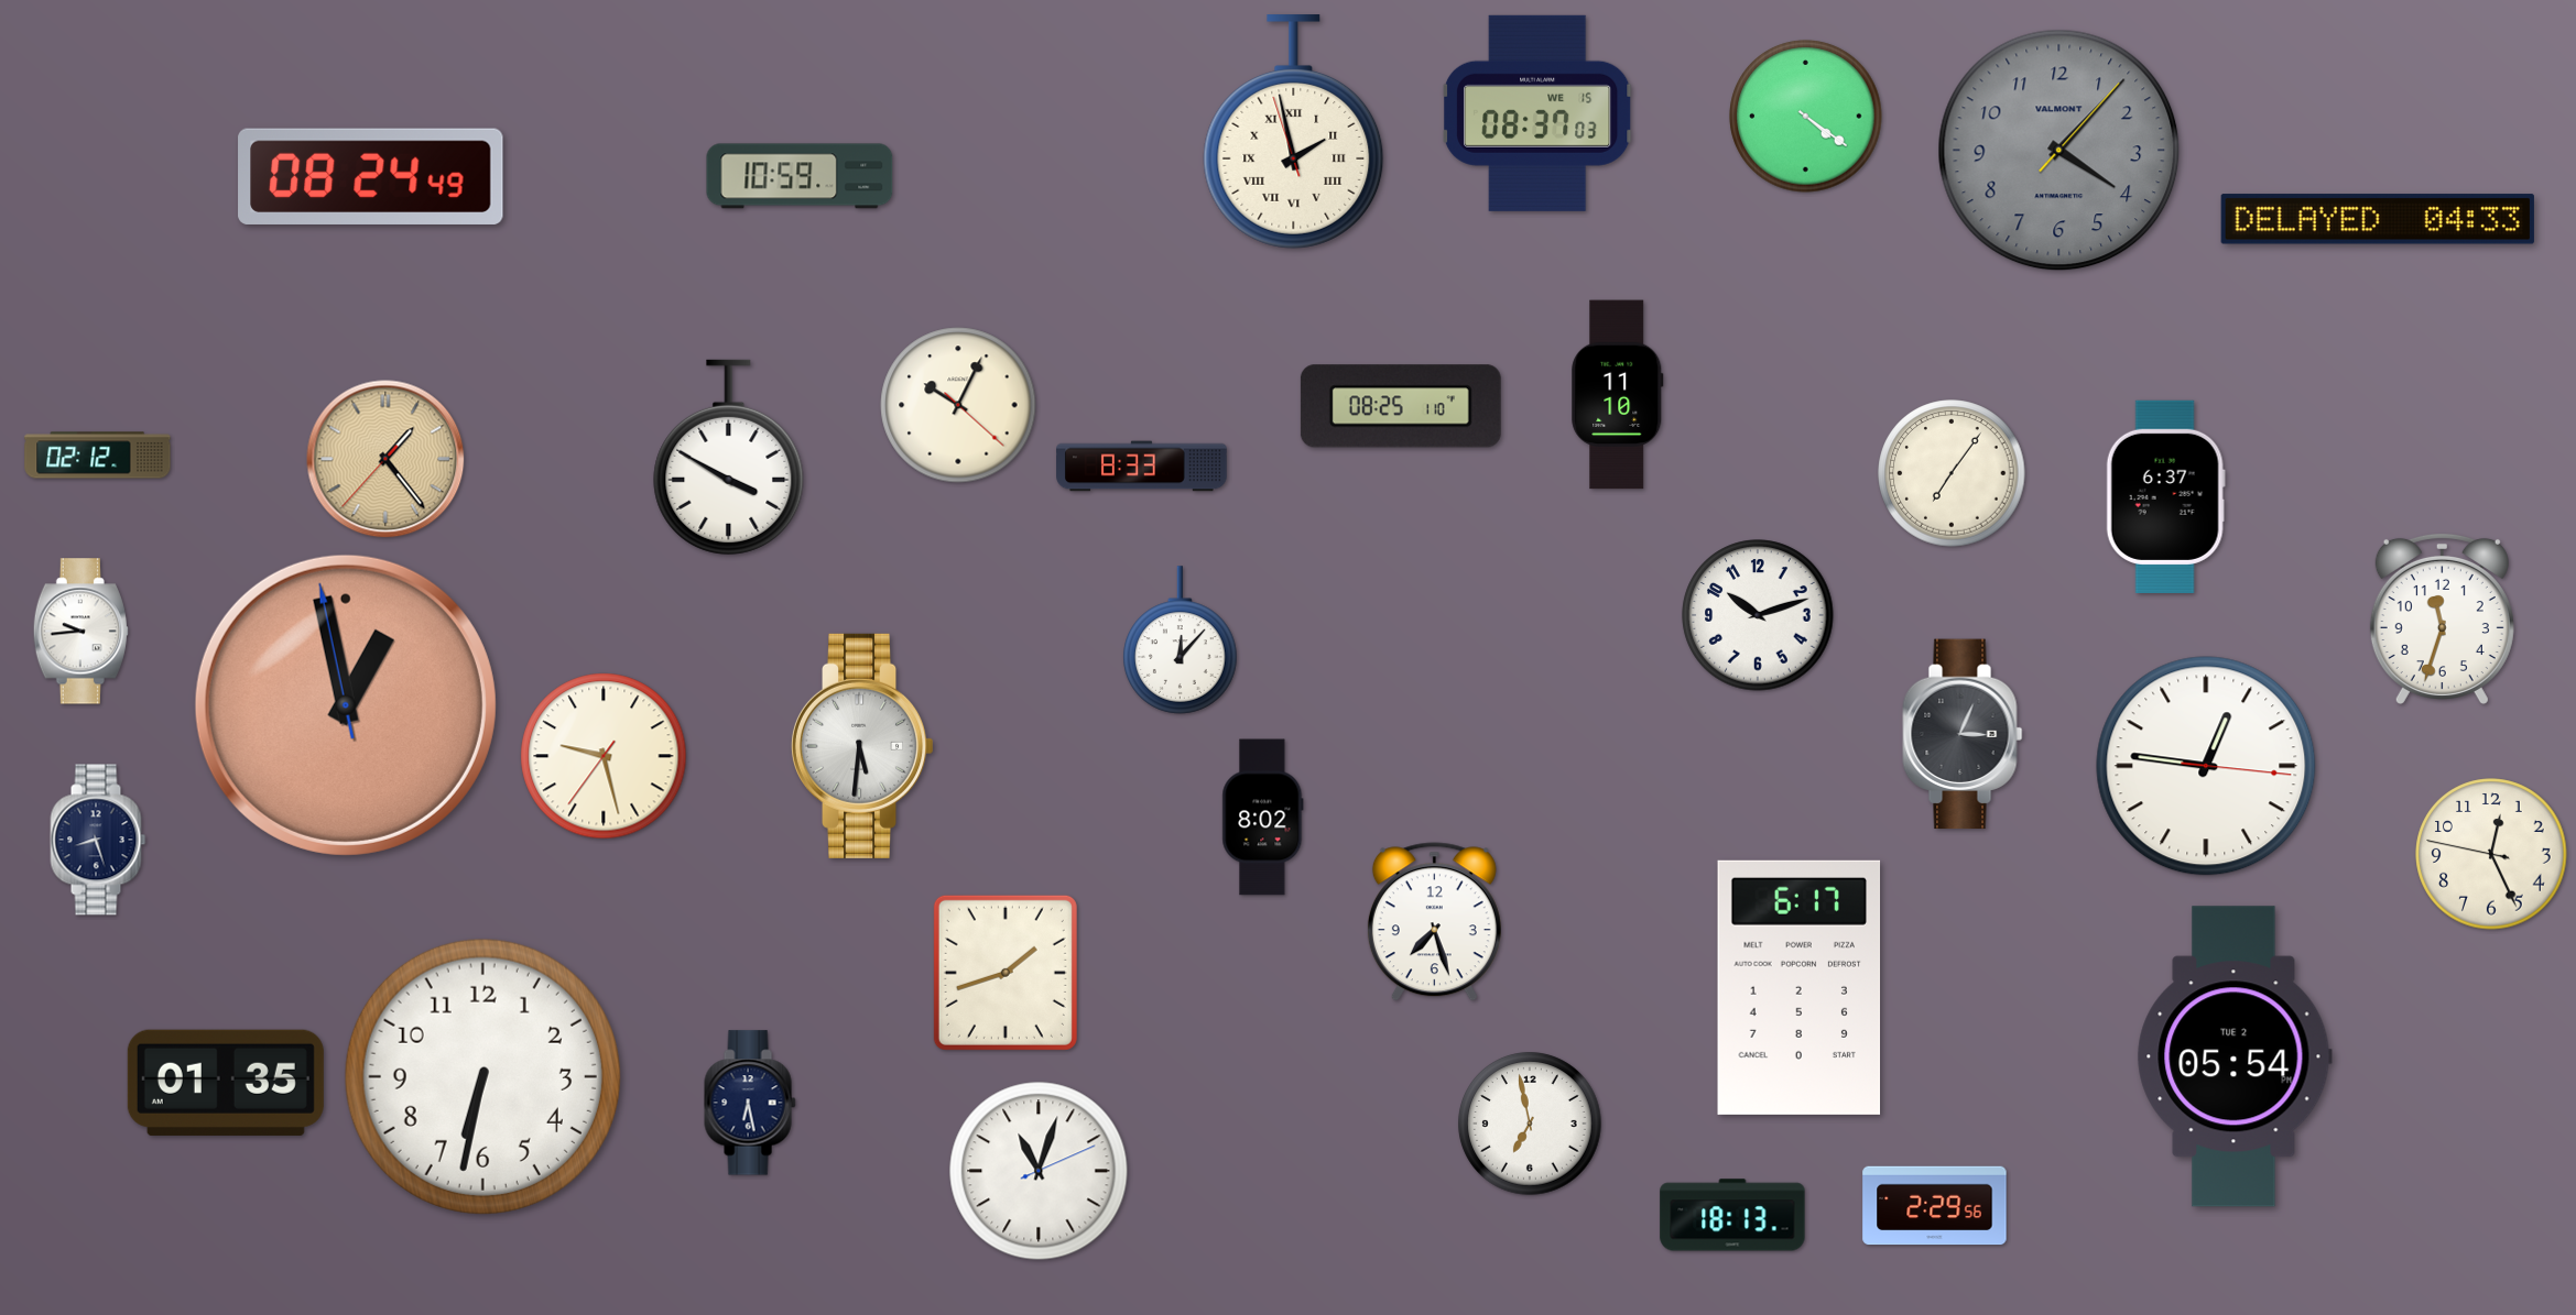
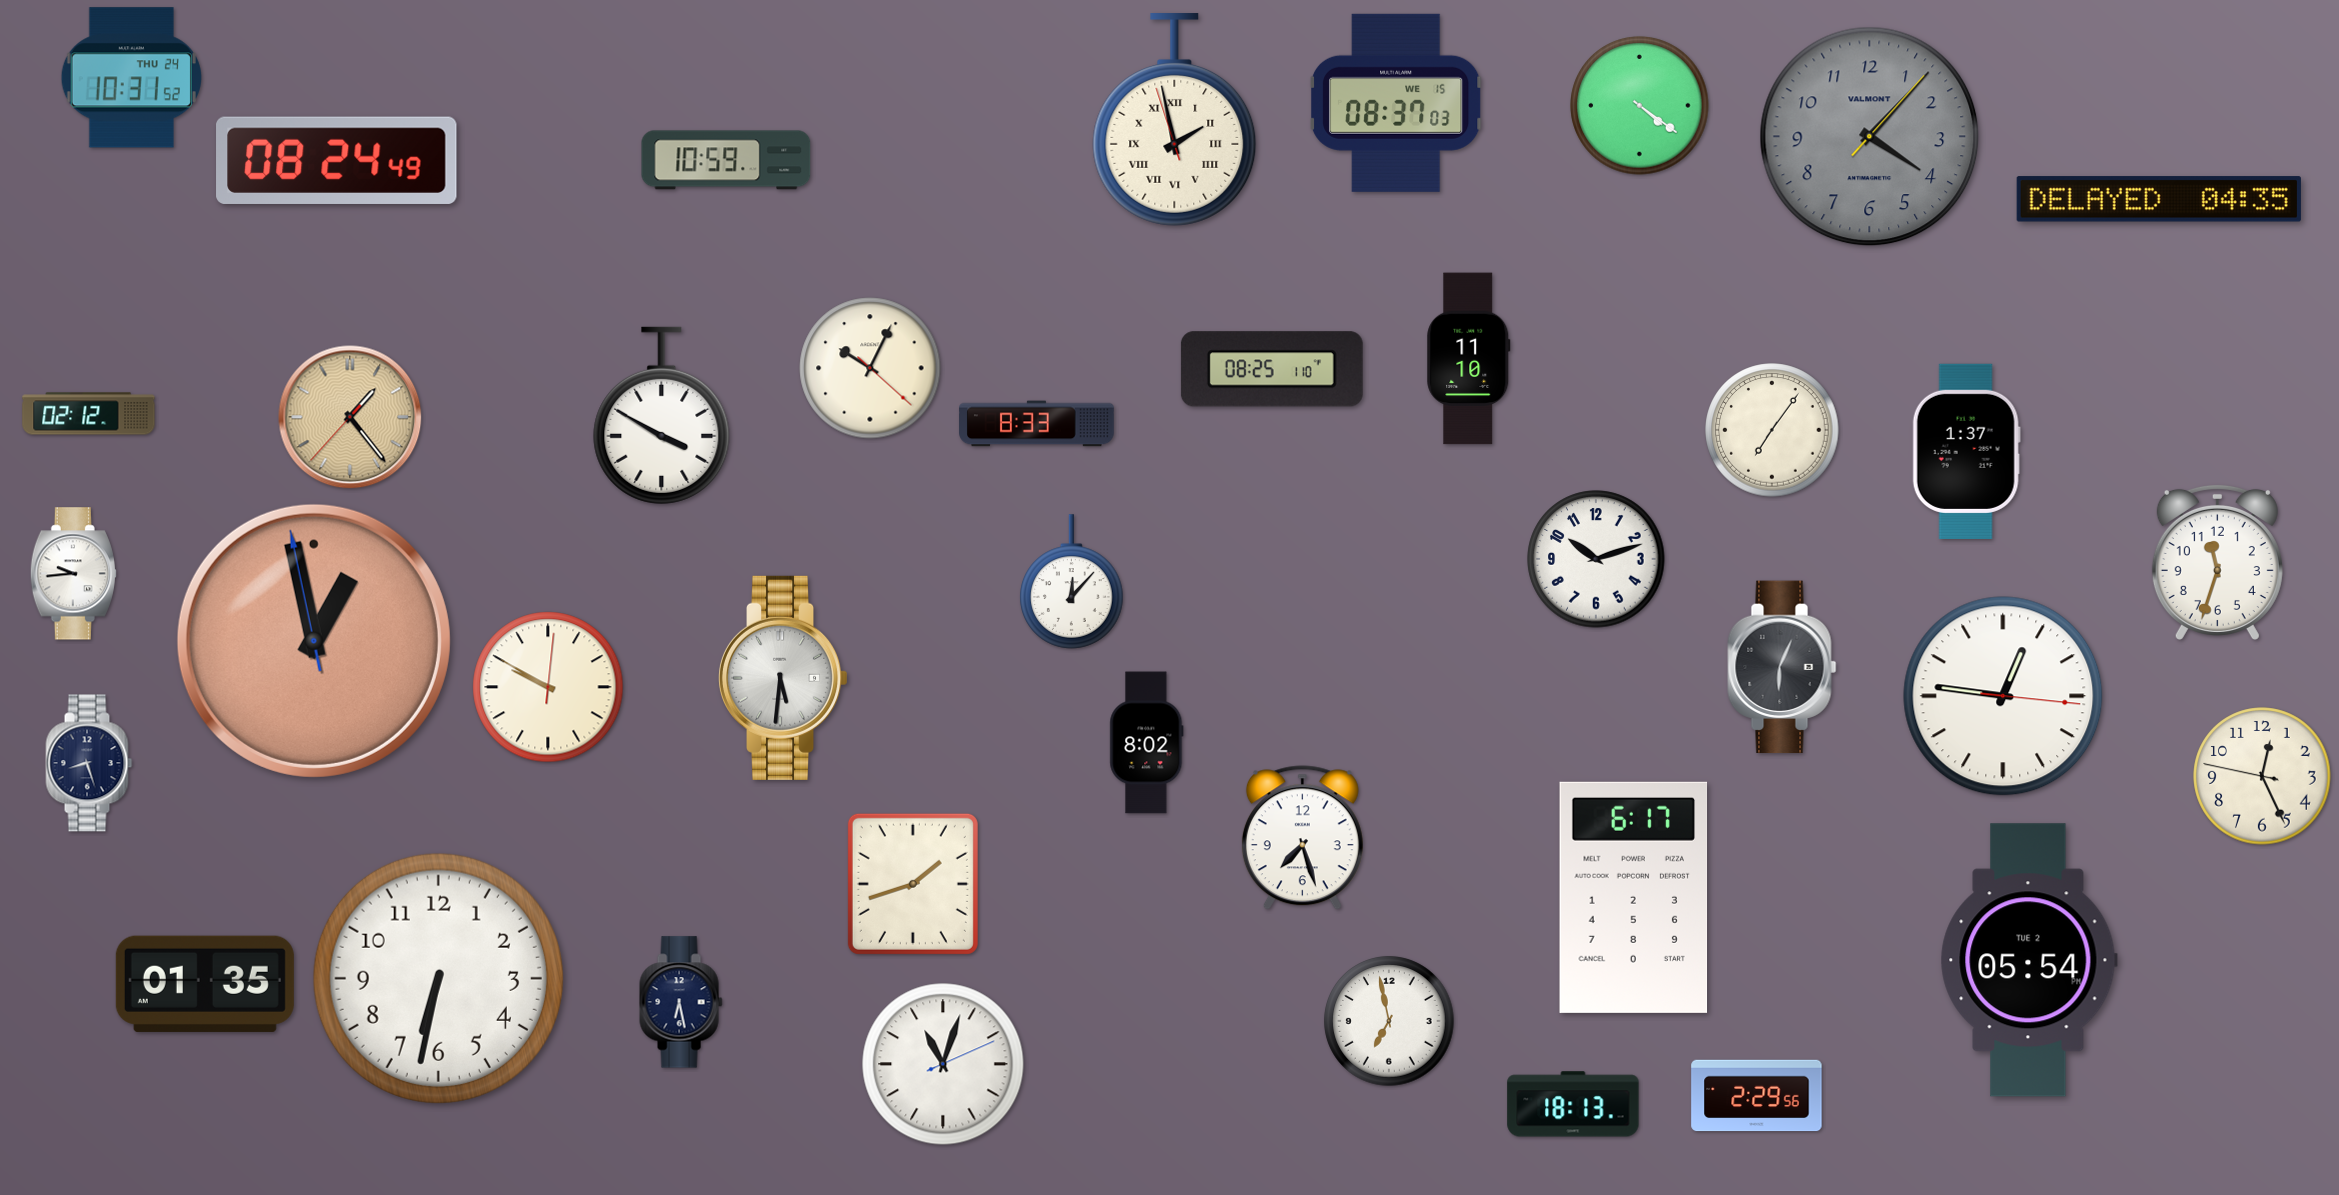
clock at (131, 78): none -> 10:31
clock at (2378, 219): 04:33 -> 04:35
clock at (2165, 496): 6:37 -> 1:37
clock at (1963, 734): 3:04 -> 6:04
clock at (604, 756): 9:27 -> 9:50
